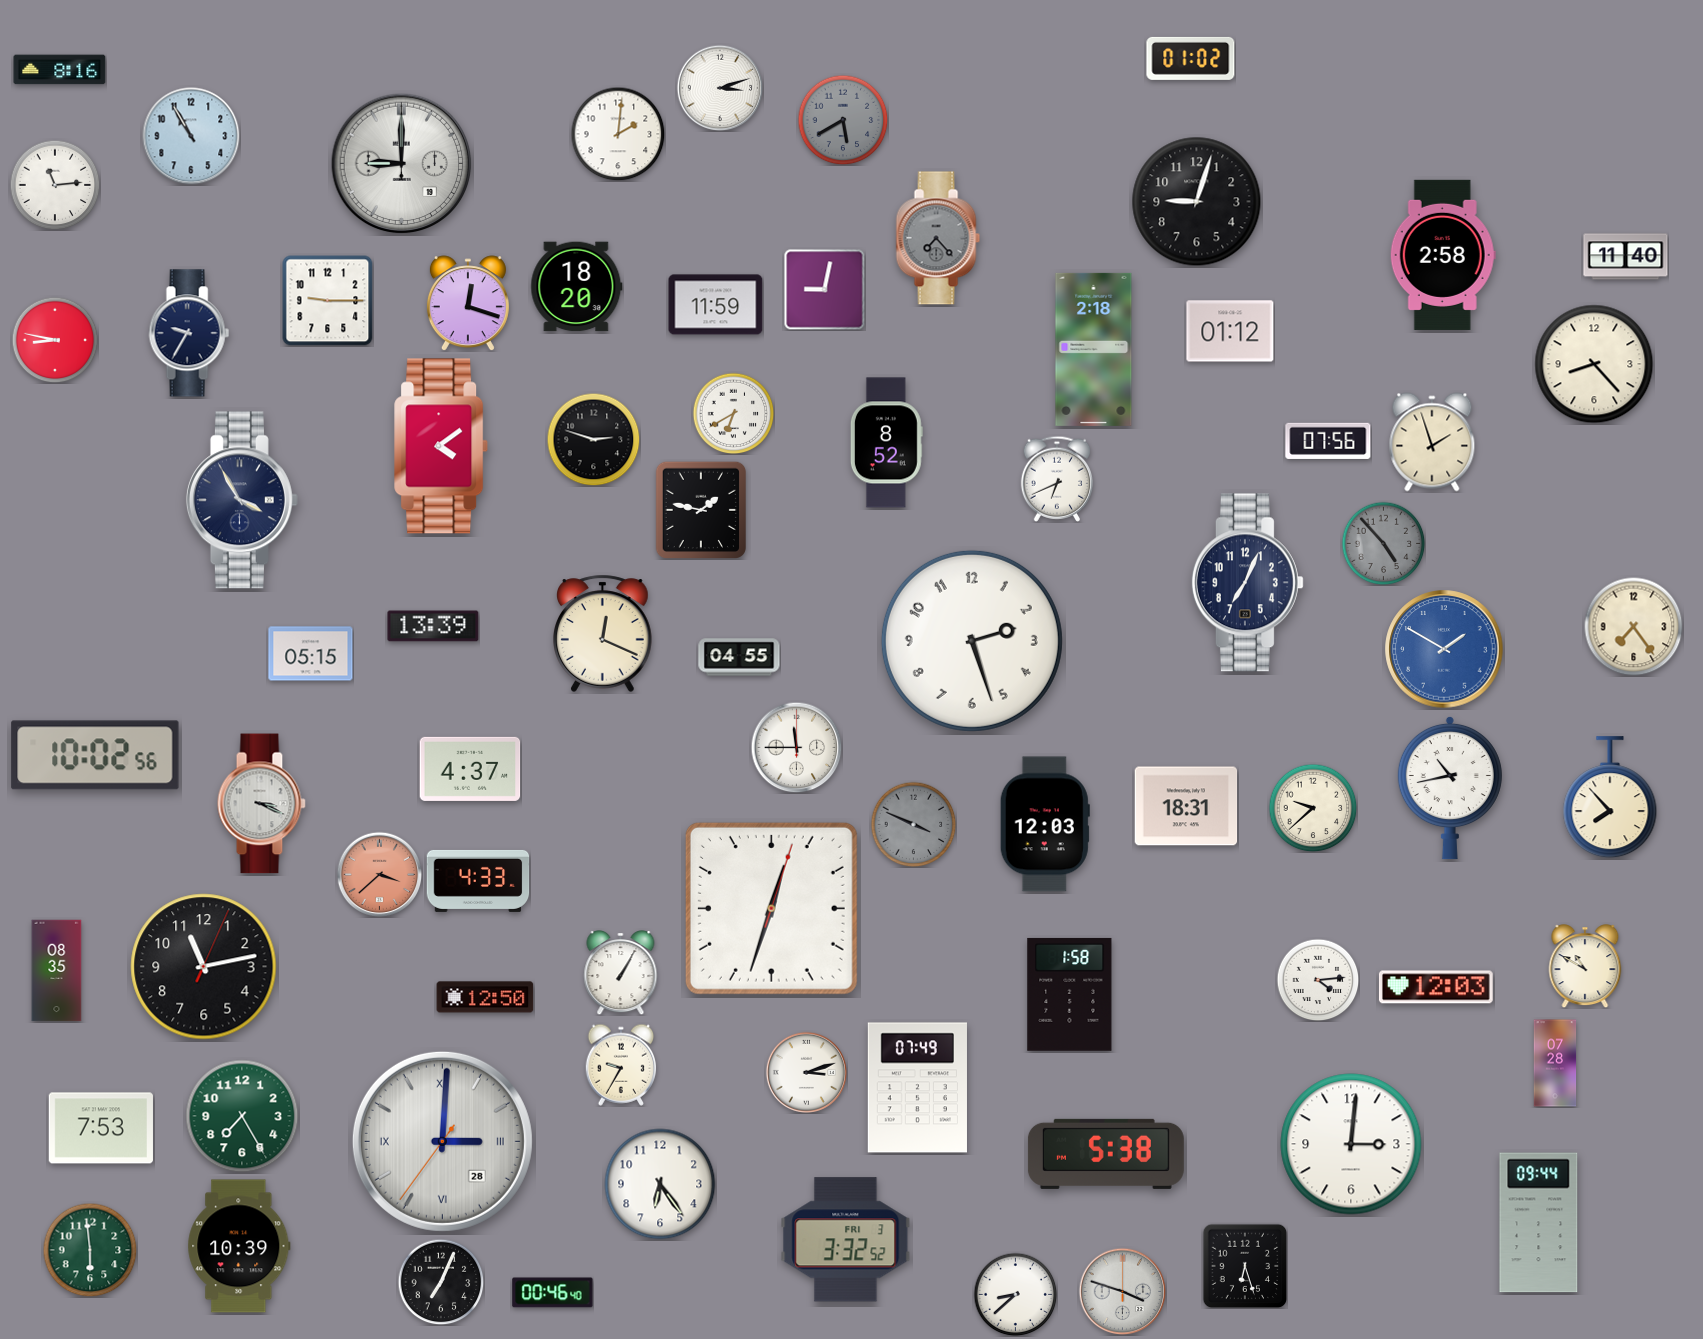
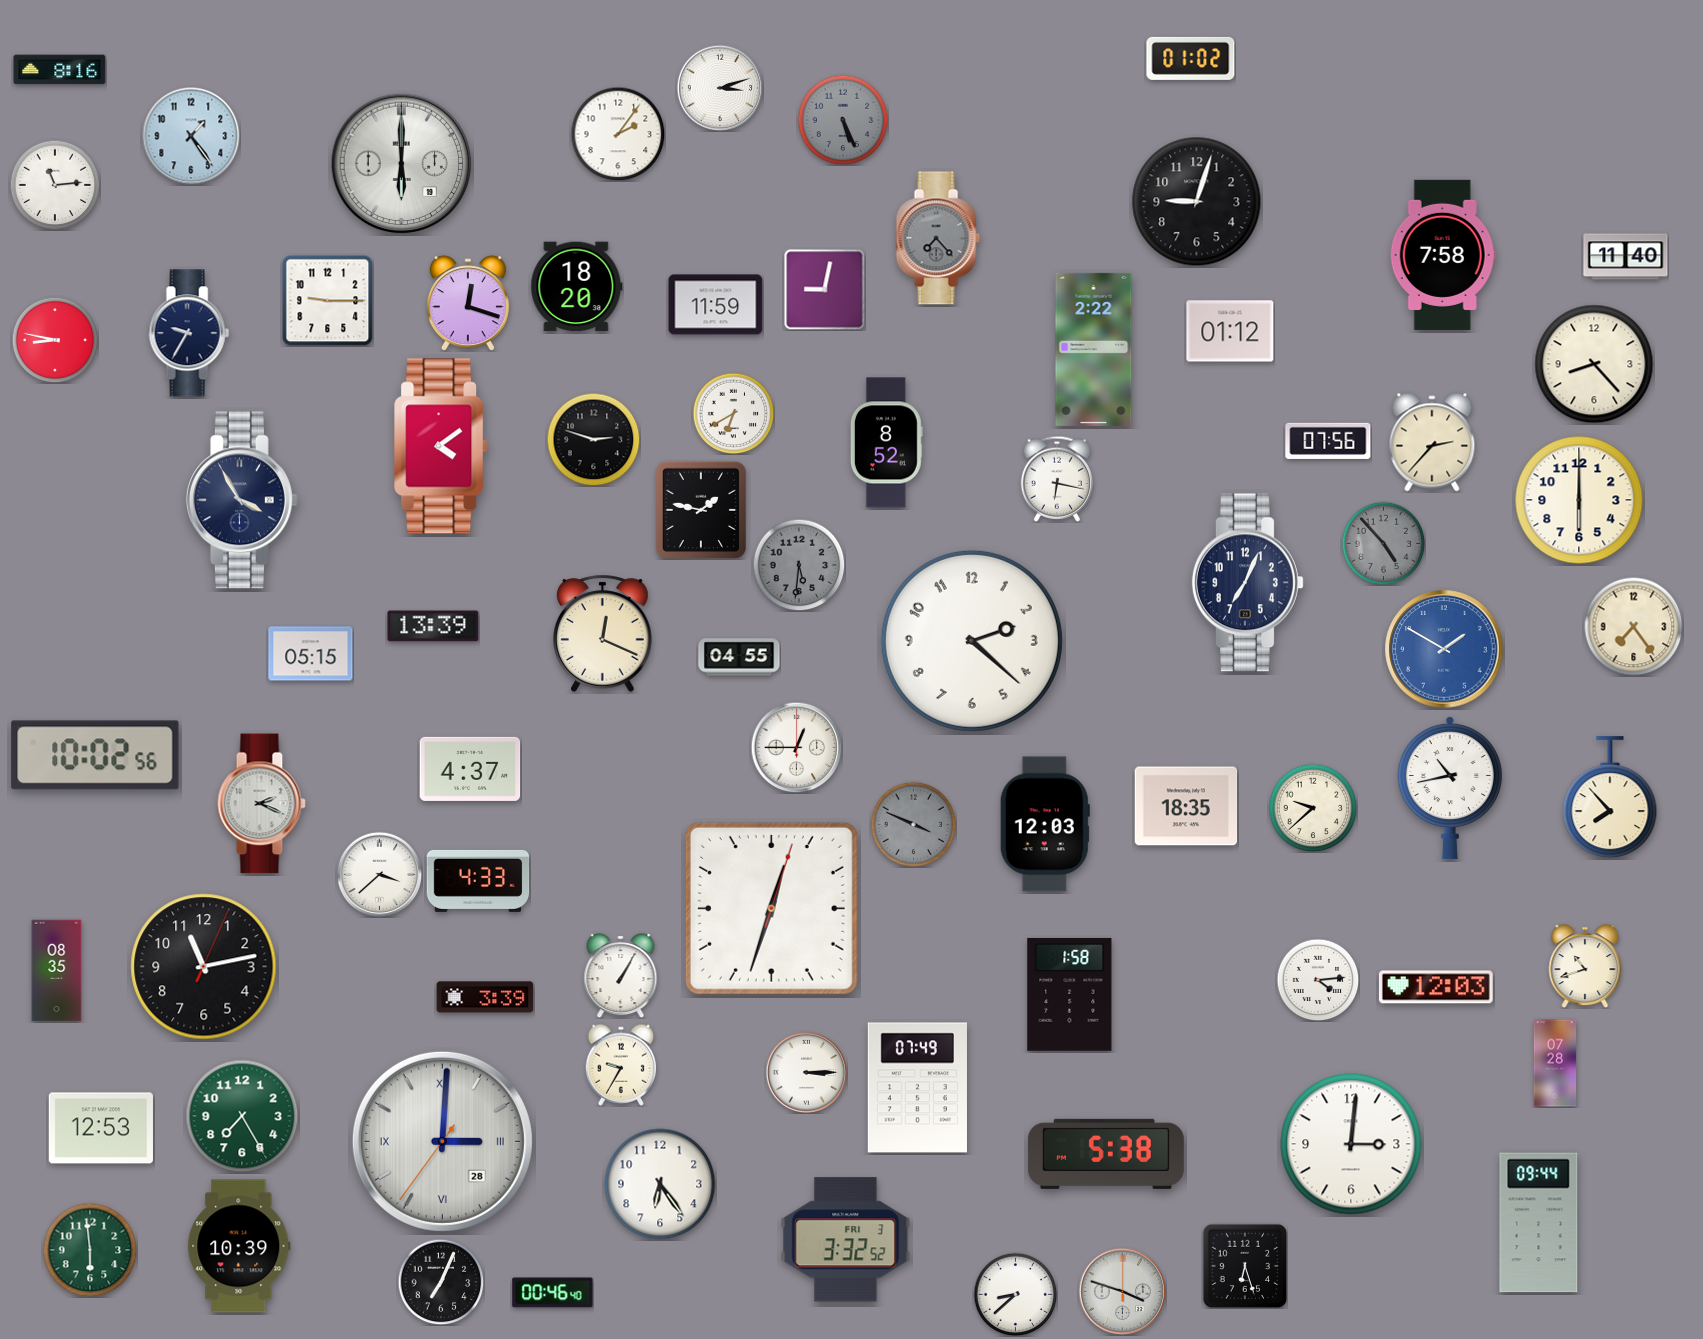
clock at (843, 120): 5:40 -> 5:26
clock at (618, 134): 2:01 -> 2:06
clock at (191, 136): 10:55 -> 1:24
clock at (402, 164): 9:00 -> 6:00
clock at (1443, 255): 2:58 -> 7:58
clock at (1094, 349): 2:18 -> 2:22
clock at (1432, 442): 1:57 -> 2:37
clock at (1057, 479): 6:41 -> 6:17
clock at (1579, 500): none -> 6:00
clock at (799, 565): none -> 5:31
clock at (972, 641): 2:27 -> 2:22
clock at (796, 747): 11:45 -> 12:45
clock at (261, 804): 3:19 -> 2:19
clock at (1186, 806): 18:31 -> 18:35
clock at (379, 874) dial: salmon -> white
clock at (1585, 966): 10:50 -> 10:42
clock at (621, 973) position: (621, 973) -> (621, 976)
clock at (485, 997): 12:50 -> 3:39
clock at (806, 1072): 3:12 -> 3:15
clock at (101, 1128): 7:53 -> 12:53
